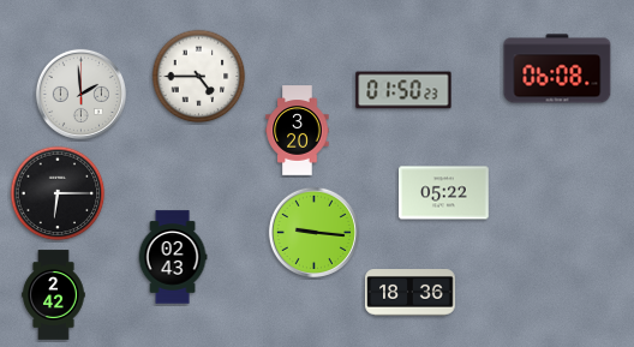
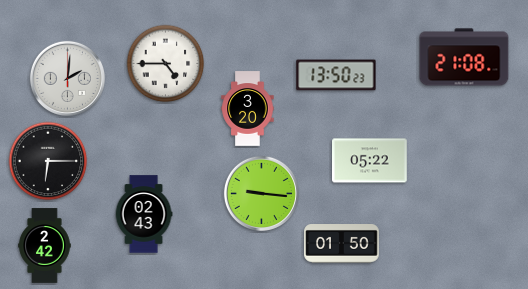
clock at (557, 68): 06:08 -> 21:08
clock at (403, 90): 01:50 -> 13:50
clock at (80, 94): 1:59 -> 2:01
clock at (411, 293): 18:36 -> 01:50
